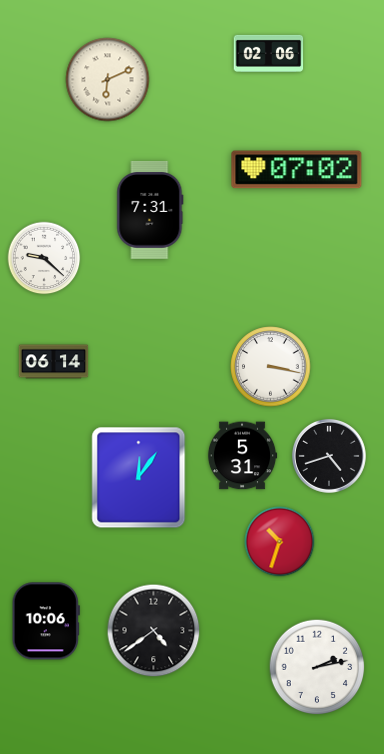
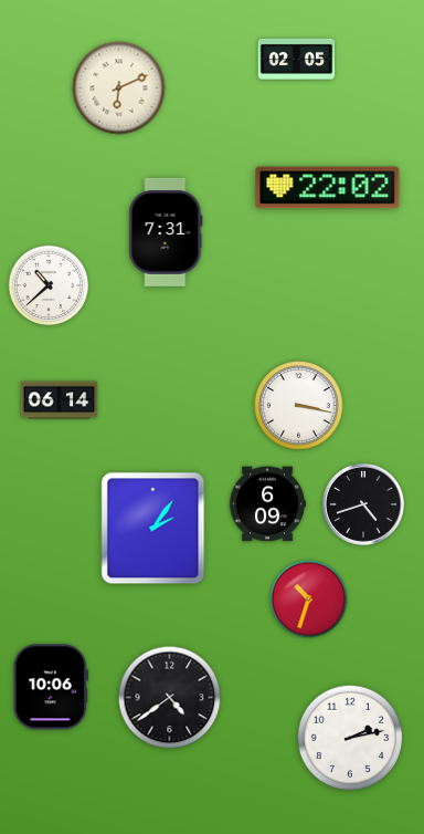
clock at (269, 53): 02:06 -> 02:05
clock at (297, 170): 07:02 -> 22:02
clock at (44, 258): 9:22 -> 10:38
clock at (242, 456): 5:31 -> 6:09
clock at (139, 478): 12:06 -> 2:06
